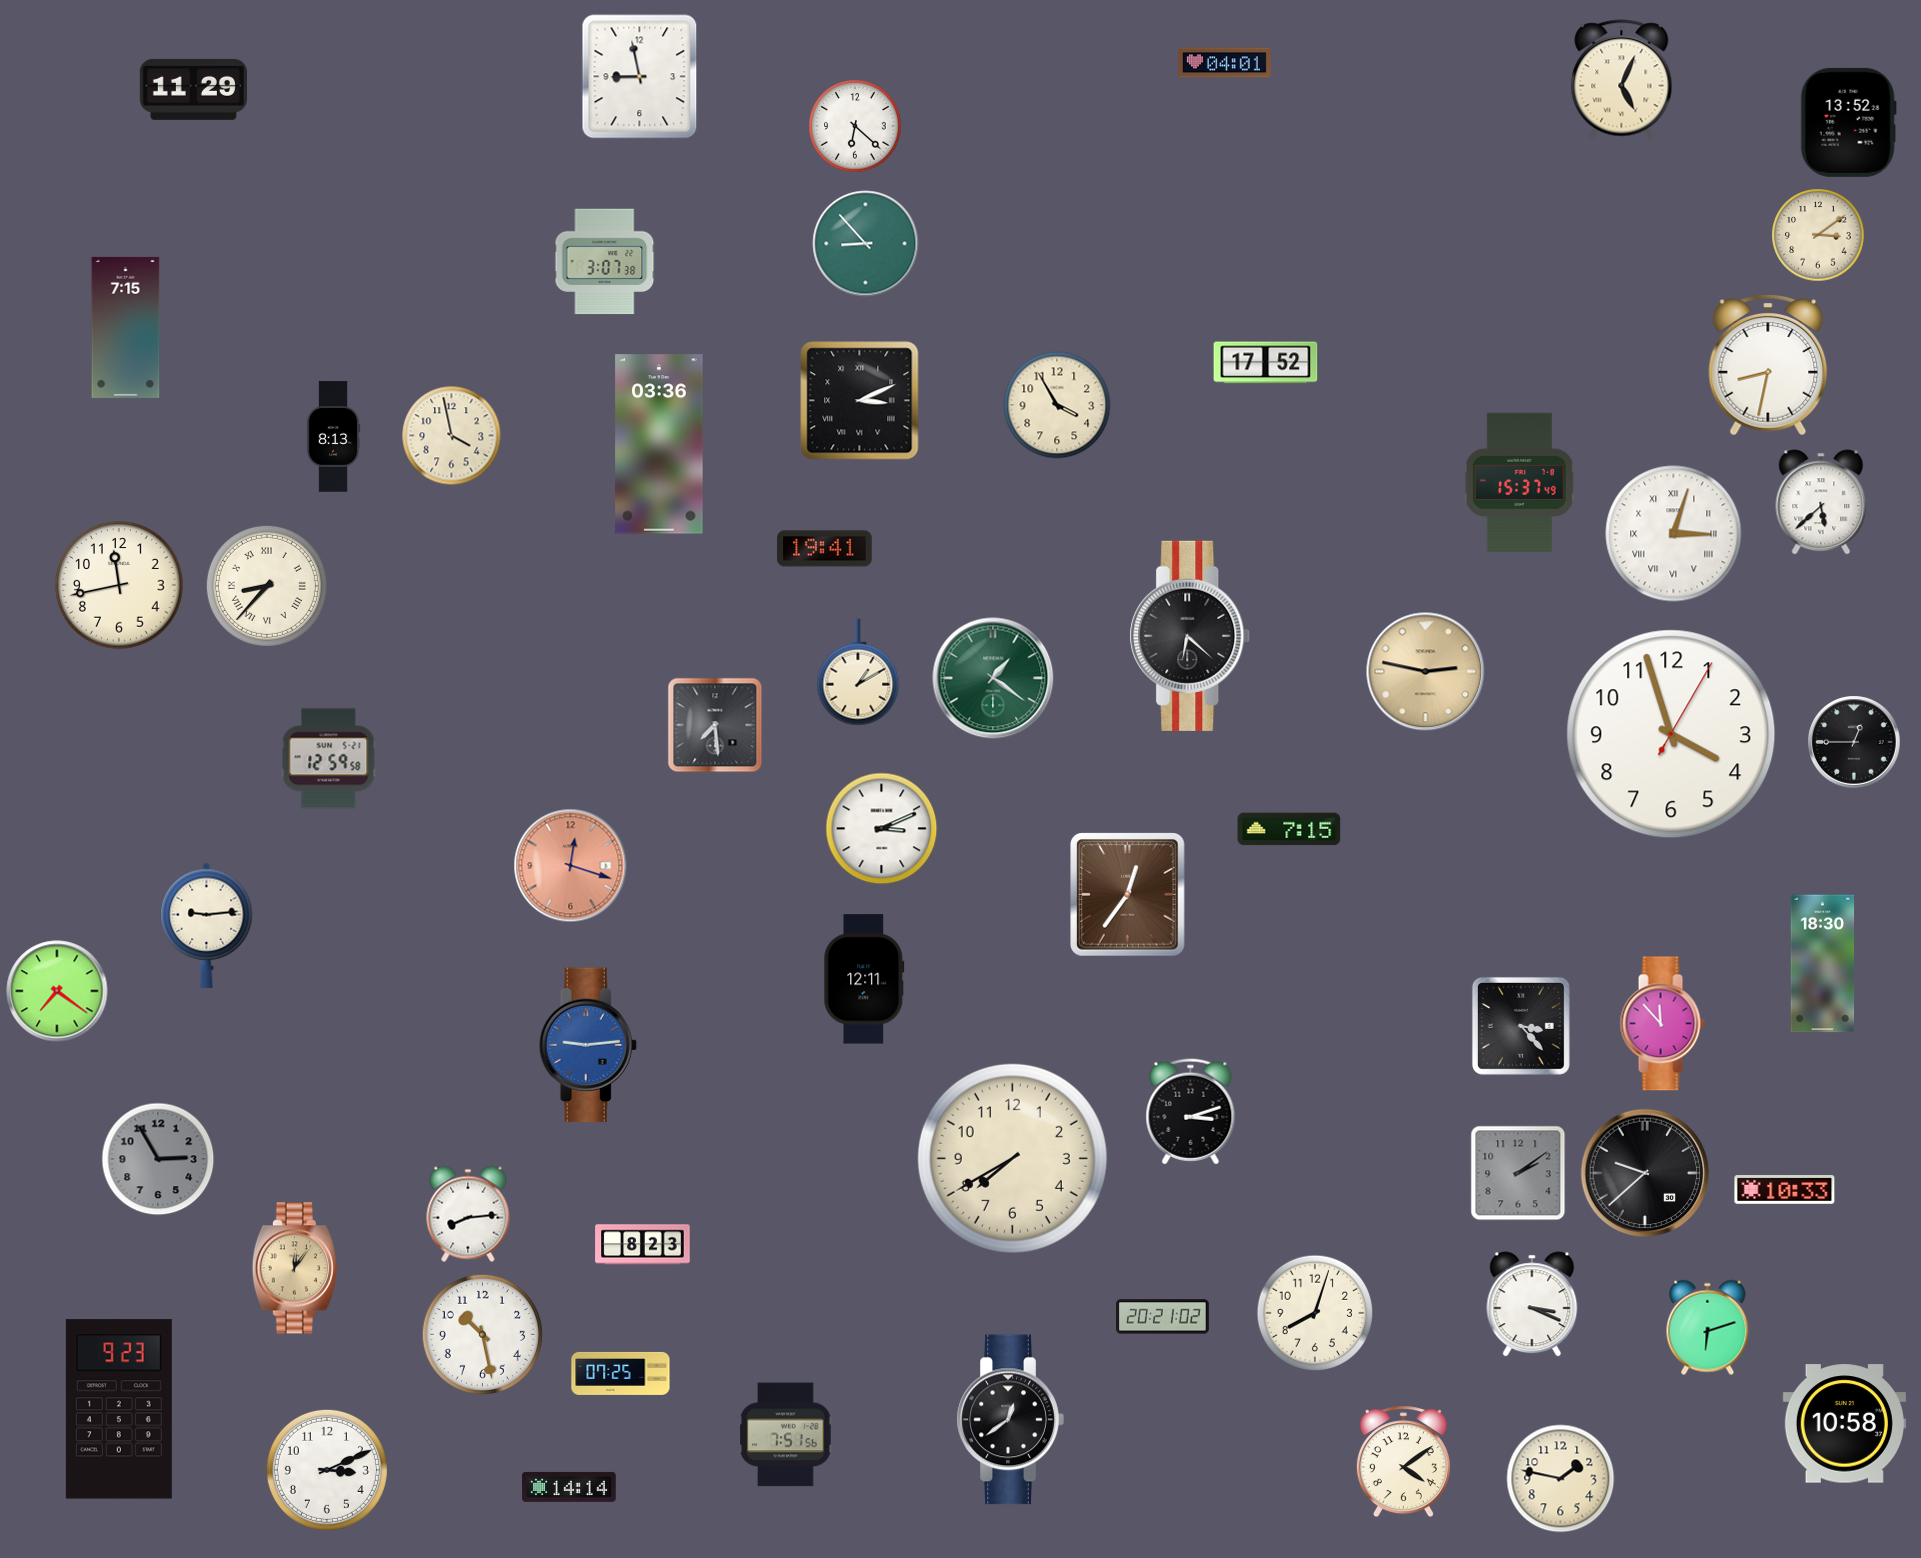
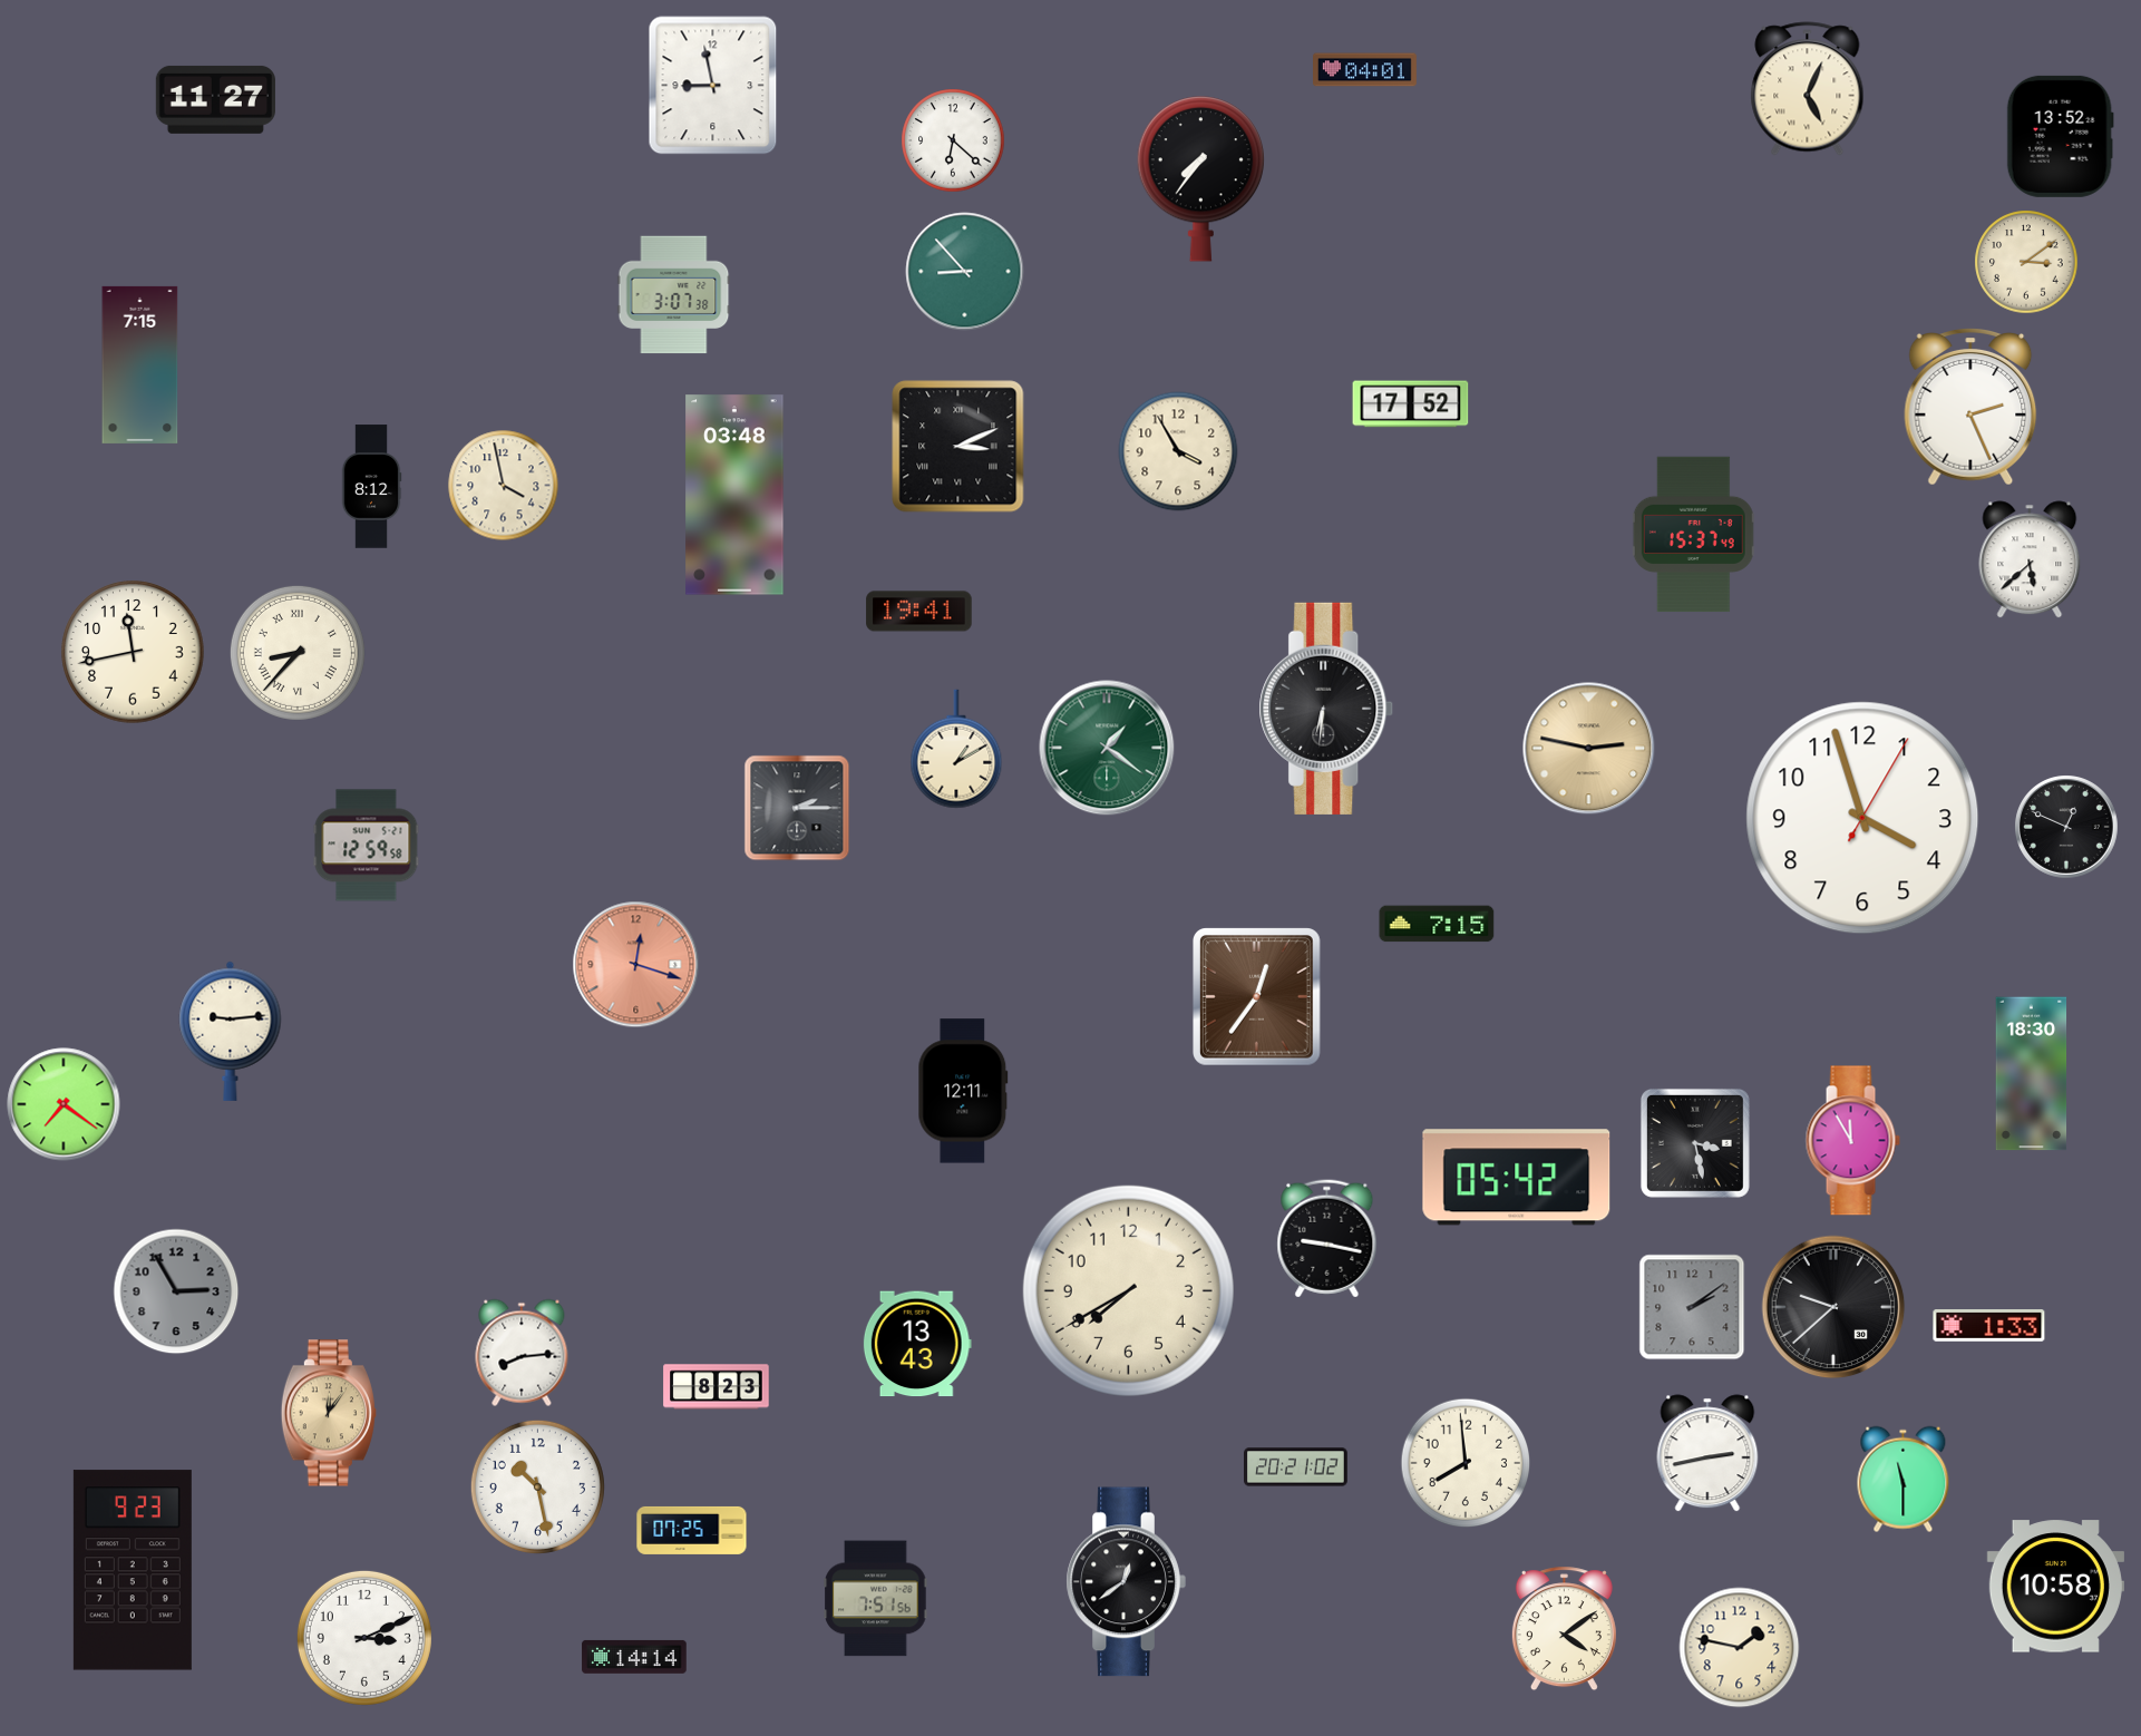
clock at (193, 89): 11:29 -> 11:27
clock at (1200, 179): none -> 7:36
clock at (605, 262) position: (605, 262) -> (674, 295)
clock at (1768, 365): 8:32 -> 2:26
clock at (333, 437): 8:13 -> 8:12
clock at (659, 444): 03:36 -> 03:48
clock at (1519, 483) position: (1519, 483) -> (1693, 535)
clock at (1674, 534): 3:03 -> none
clock at (1190, 636): 6:22 -> 6:31
clock at (993, 678) position: (993, 678) -> (1107, 748)
clock at (715, 725): 7:29 -> 2:15
clock at (1854, 742): 12:45 -> 12:49
clock at (882, 829): 3:11 -> none
clock at (1662, 1024): 11:53 -> 11:55
clock at (1521, 1026): 3:23 -> 3:28
clock at (588, 1045): 9:14 -> none
clock at (1517, 1178): none -> 05:42
clock at (1191, 1112): 3:12 -> 9:17
clock at (1785, 1190): 10:33 -> 1:33
clock at (917, 1344): none -> 13:43
clock at (1532, 1304): 3:19 -> 2:43
clock at (1315, 1313): 8:03 -> 7:59
clock at (1708, 1328): 6:12 -> 11:30
